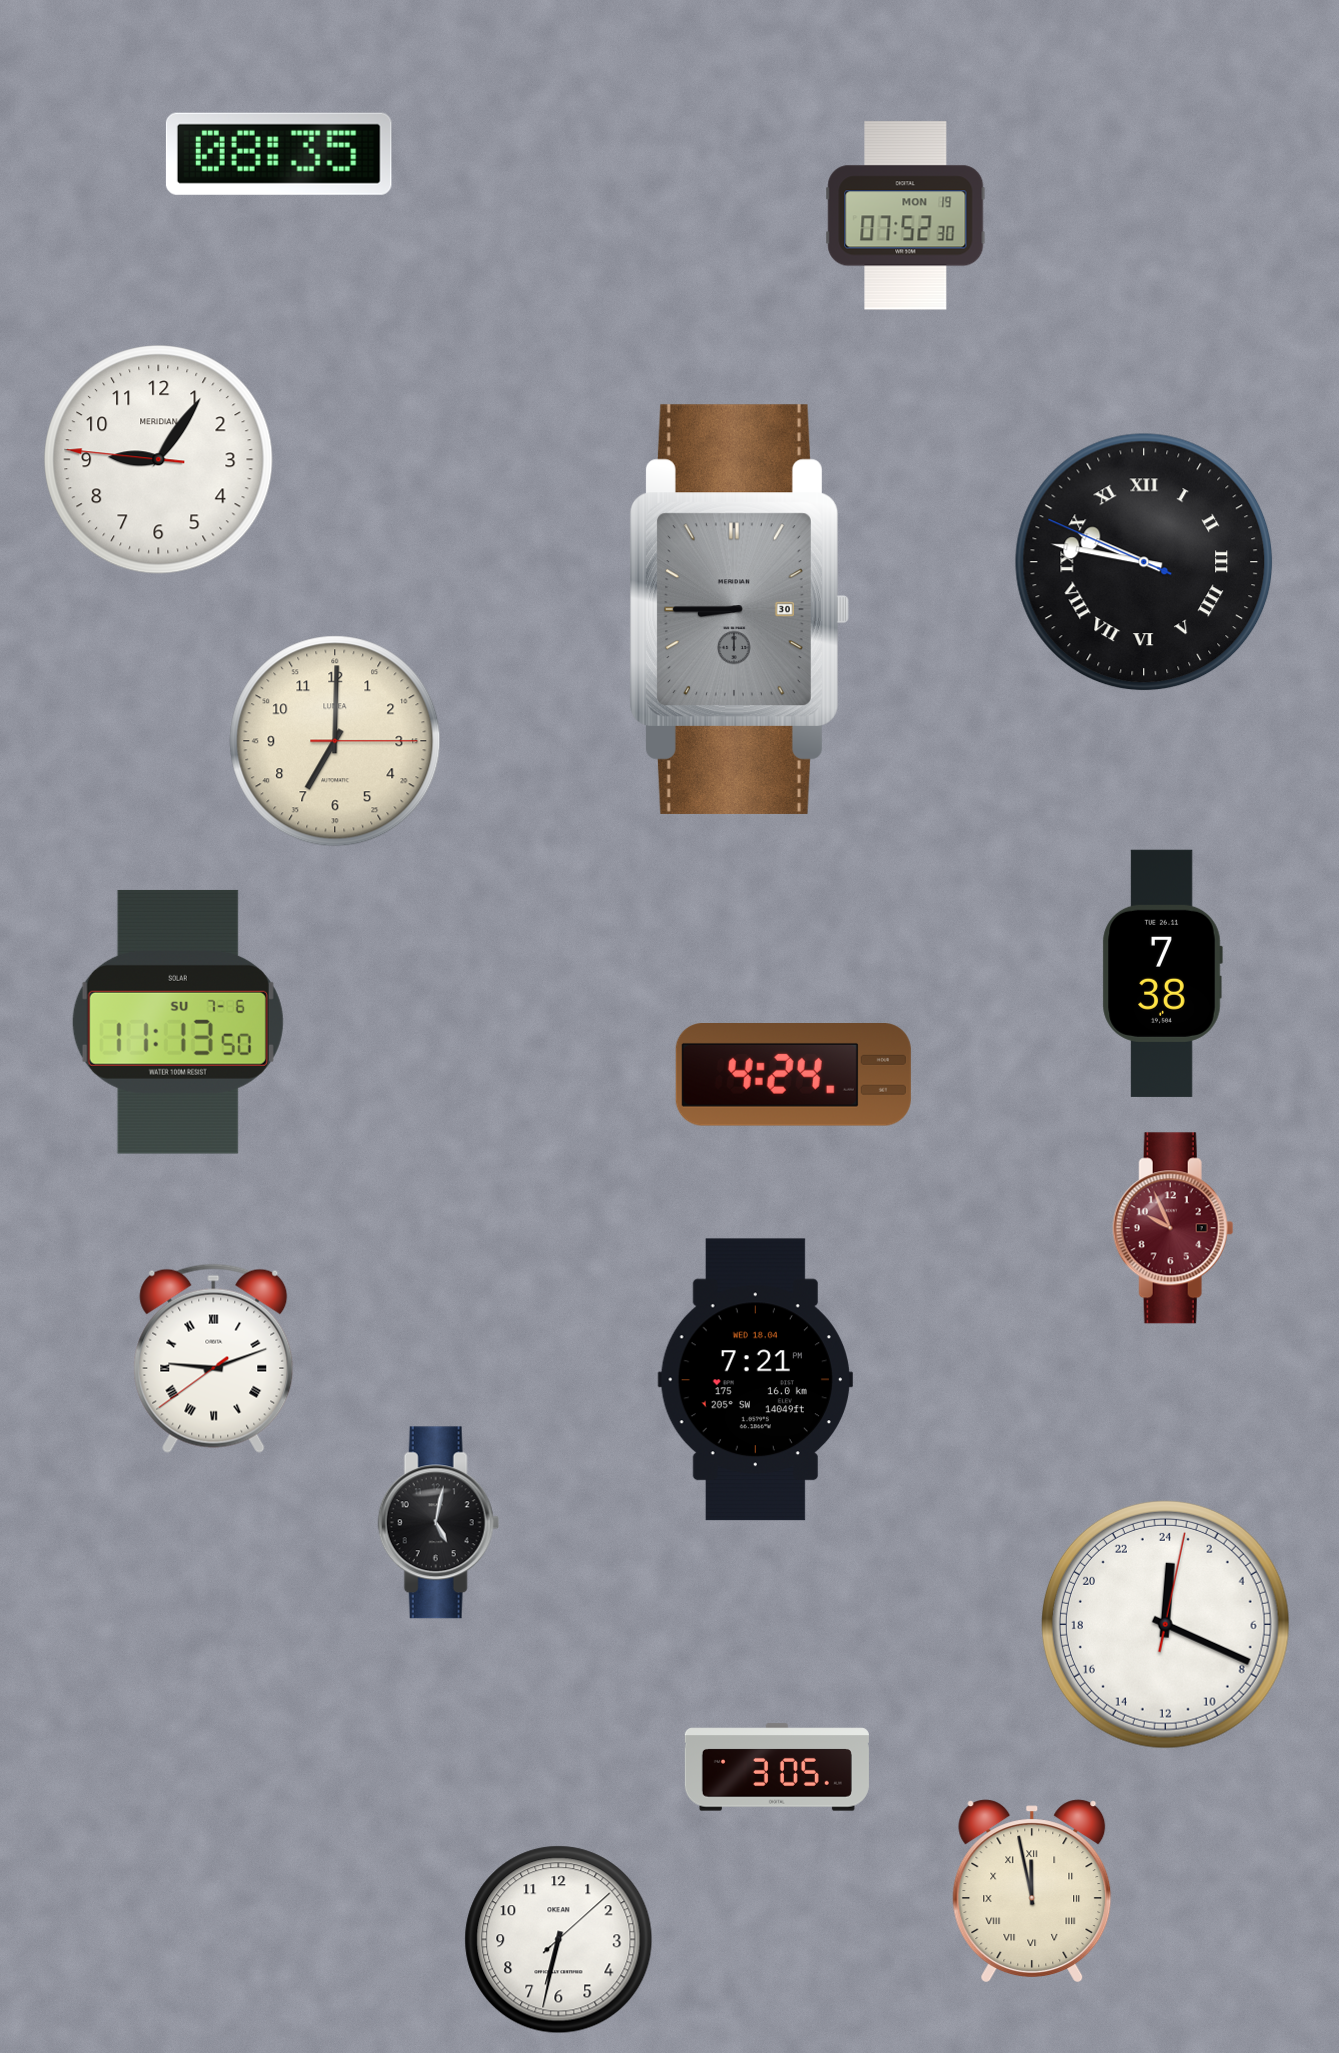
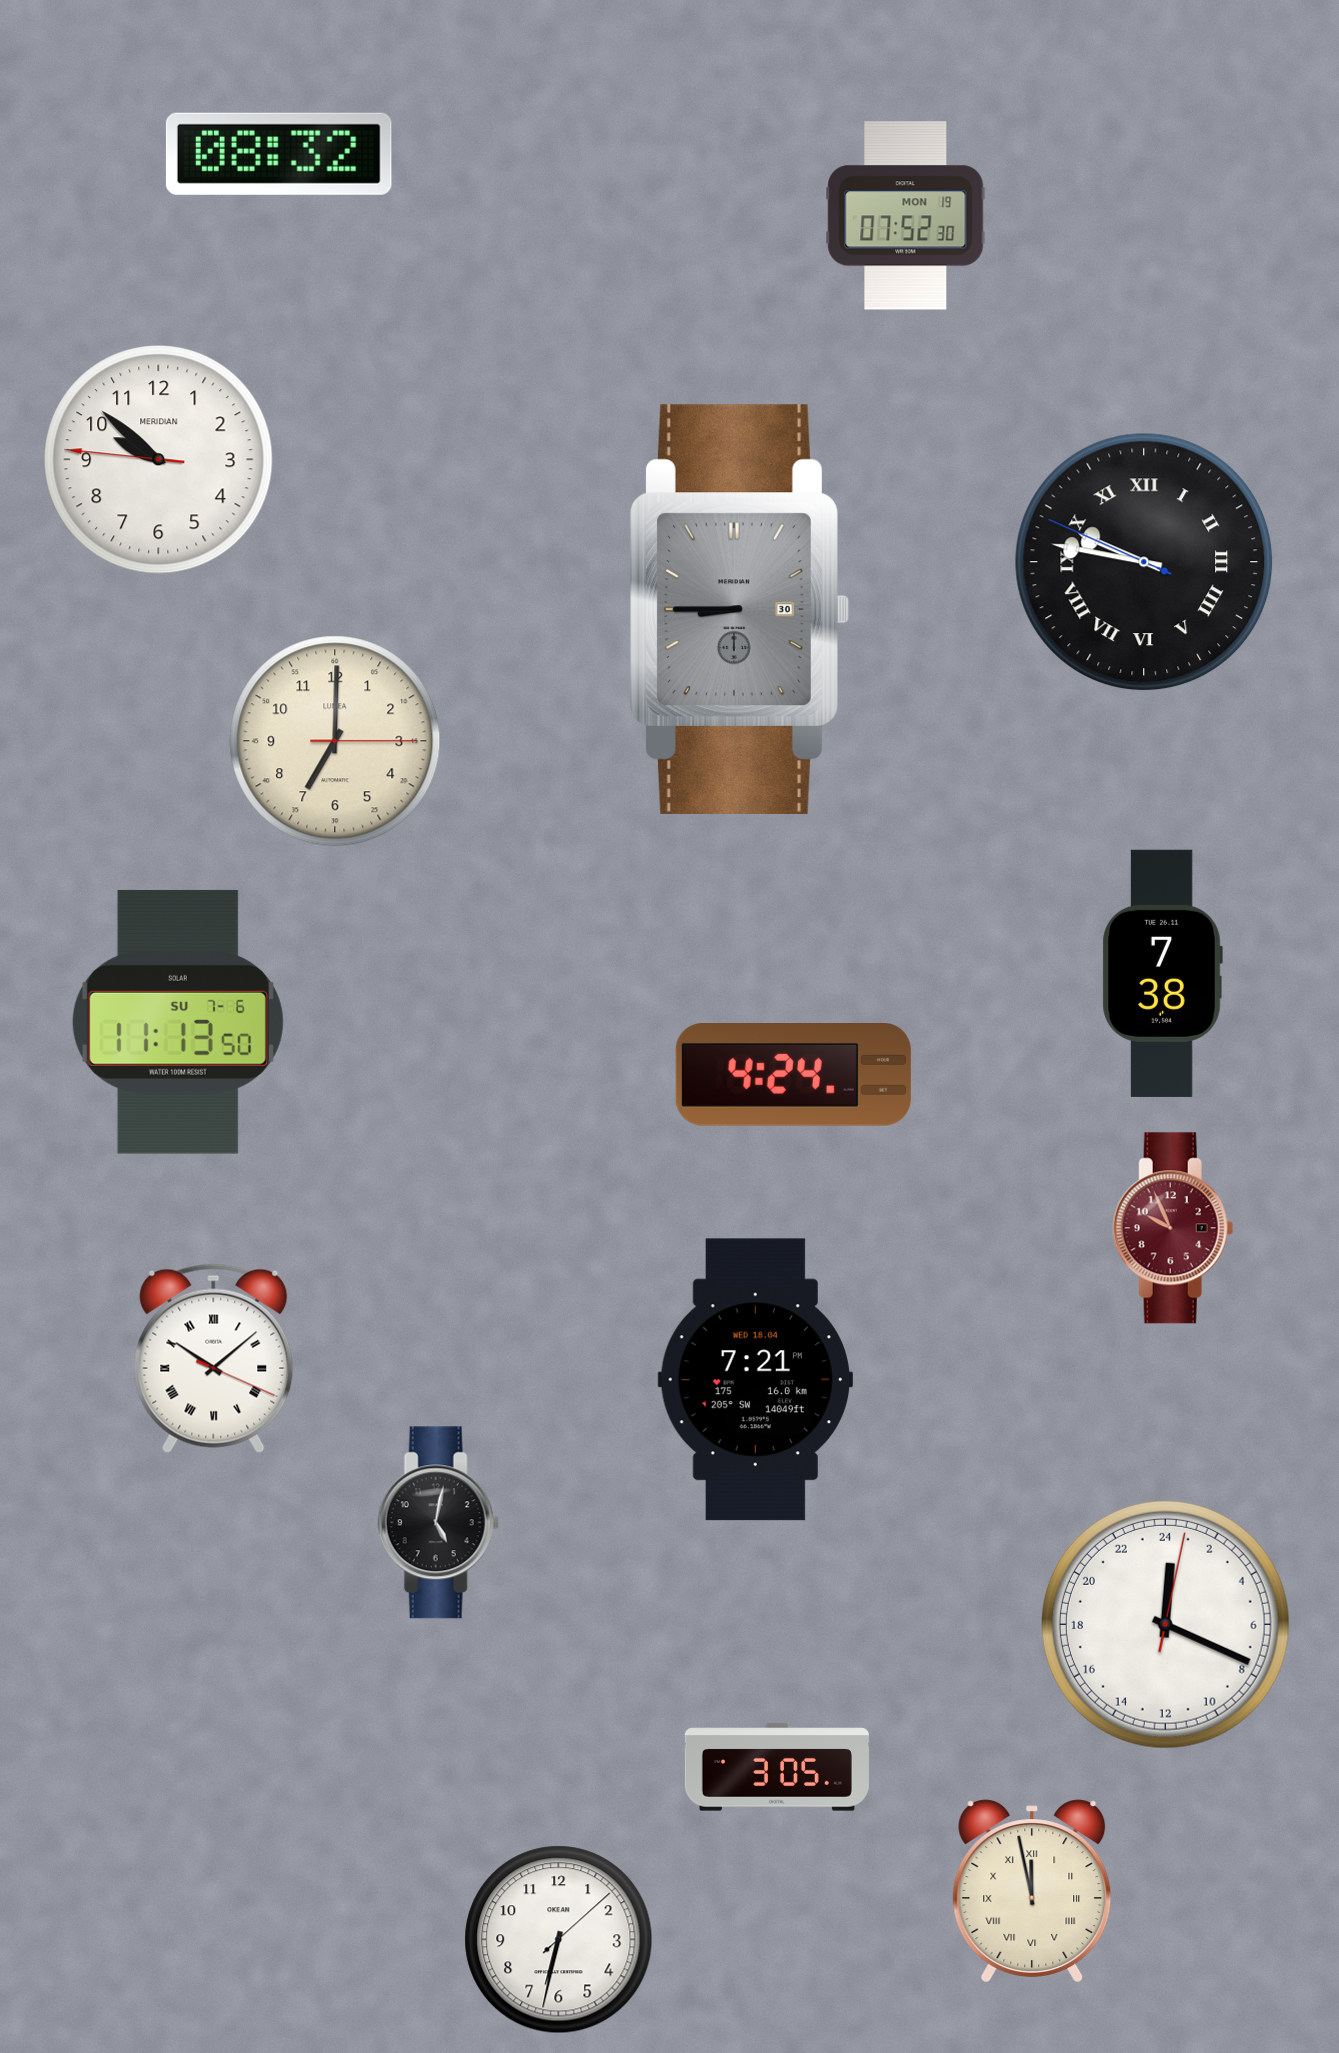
clock at (279, 154): 08:35 -> 08:32
clock at (159, 460): 9:05 -> 9:51
clock at (214, 1358): 9:11 -> 10:08
